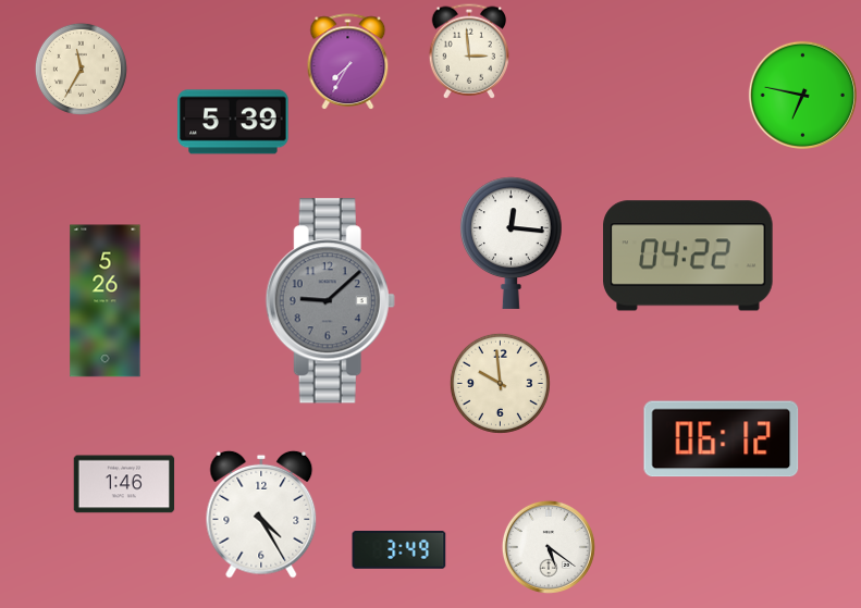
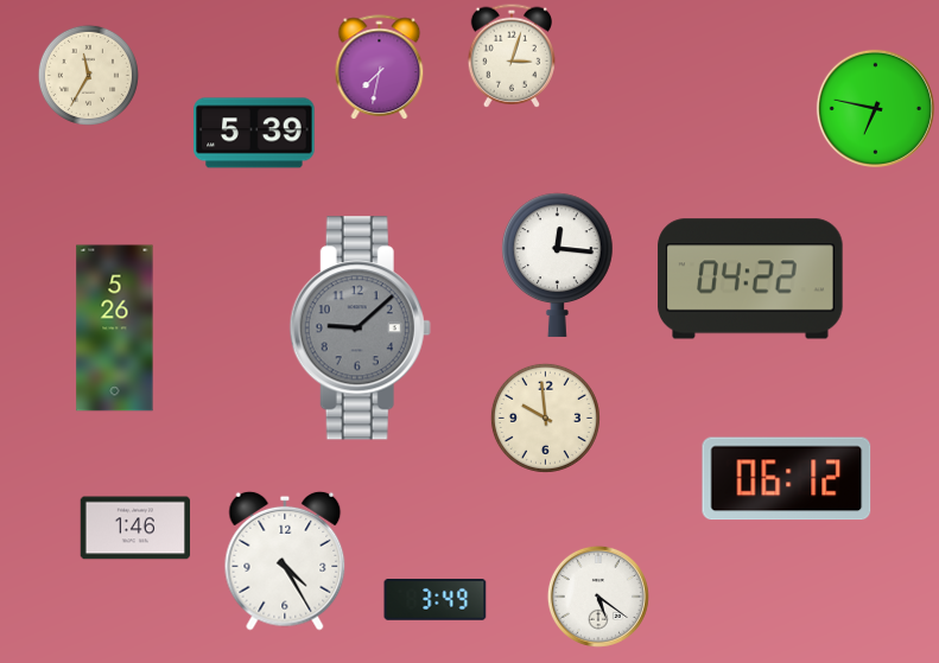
clock at (469, 51): 2:59 -> 3:03
clock at (348, 62): 7:35 -> 7:32
clock at (802, 95) position: (802, 95) -> (875, 108)
